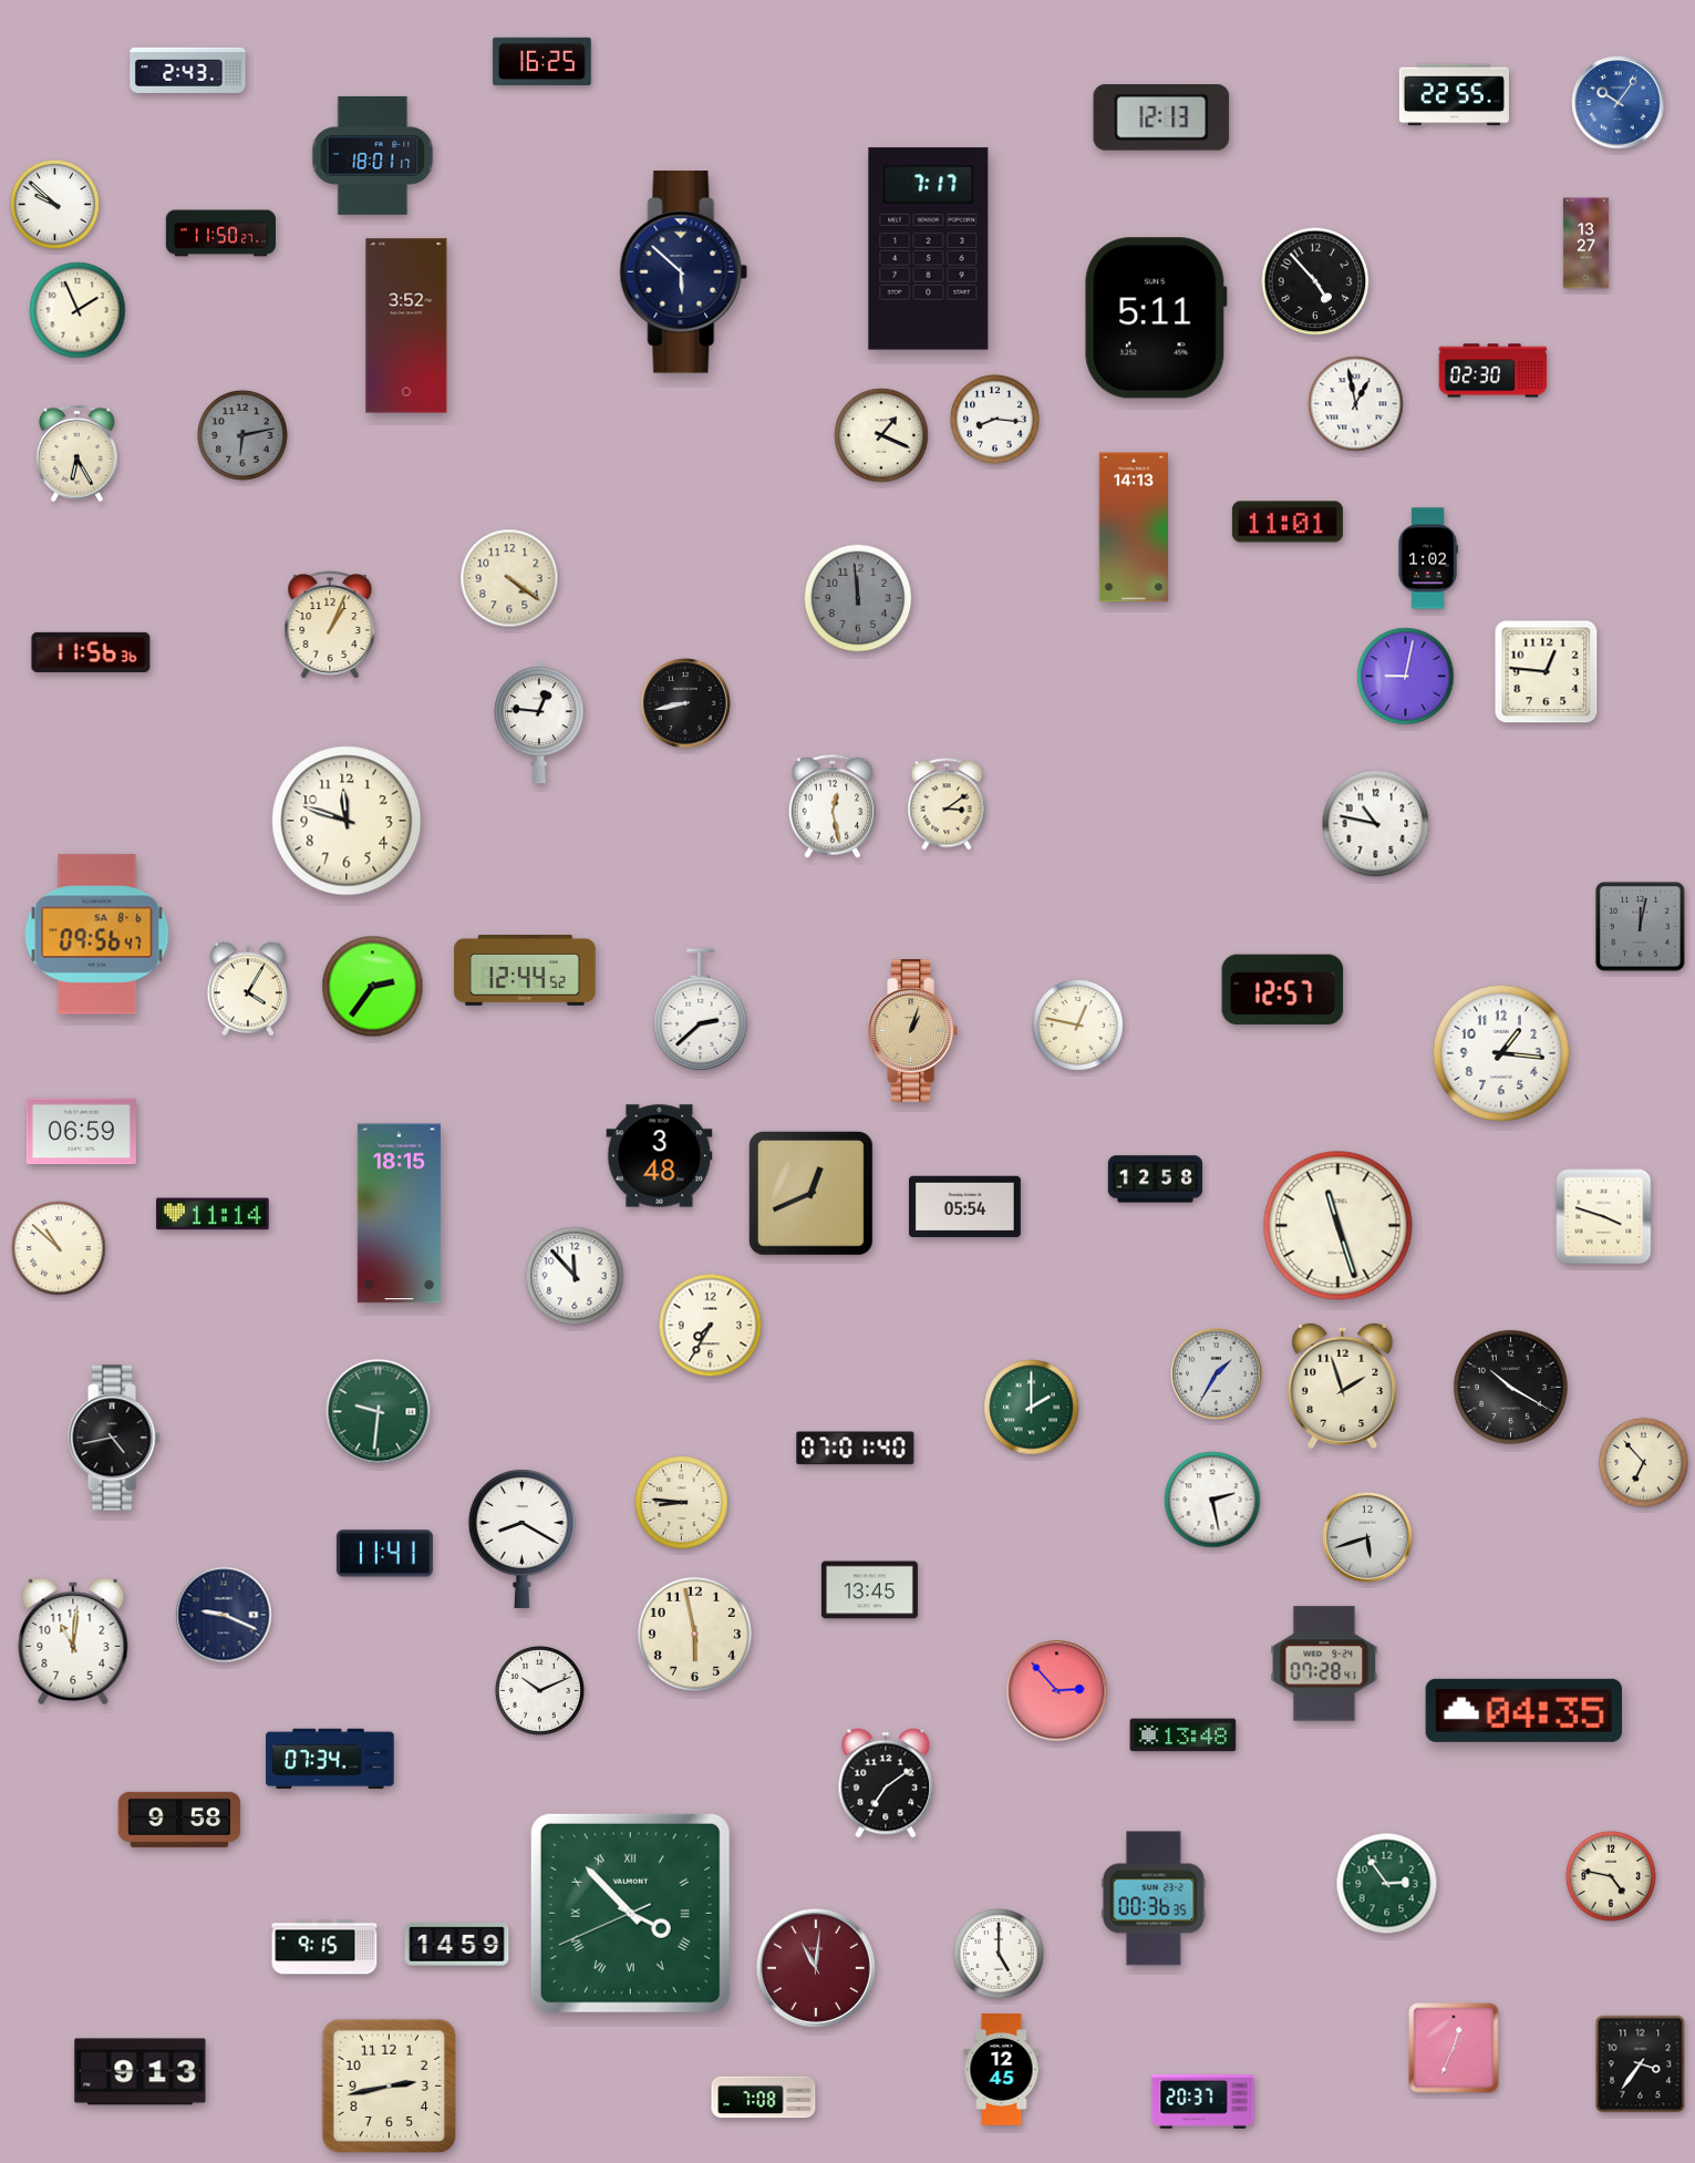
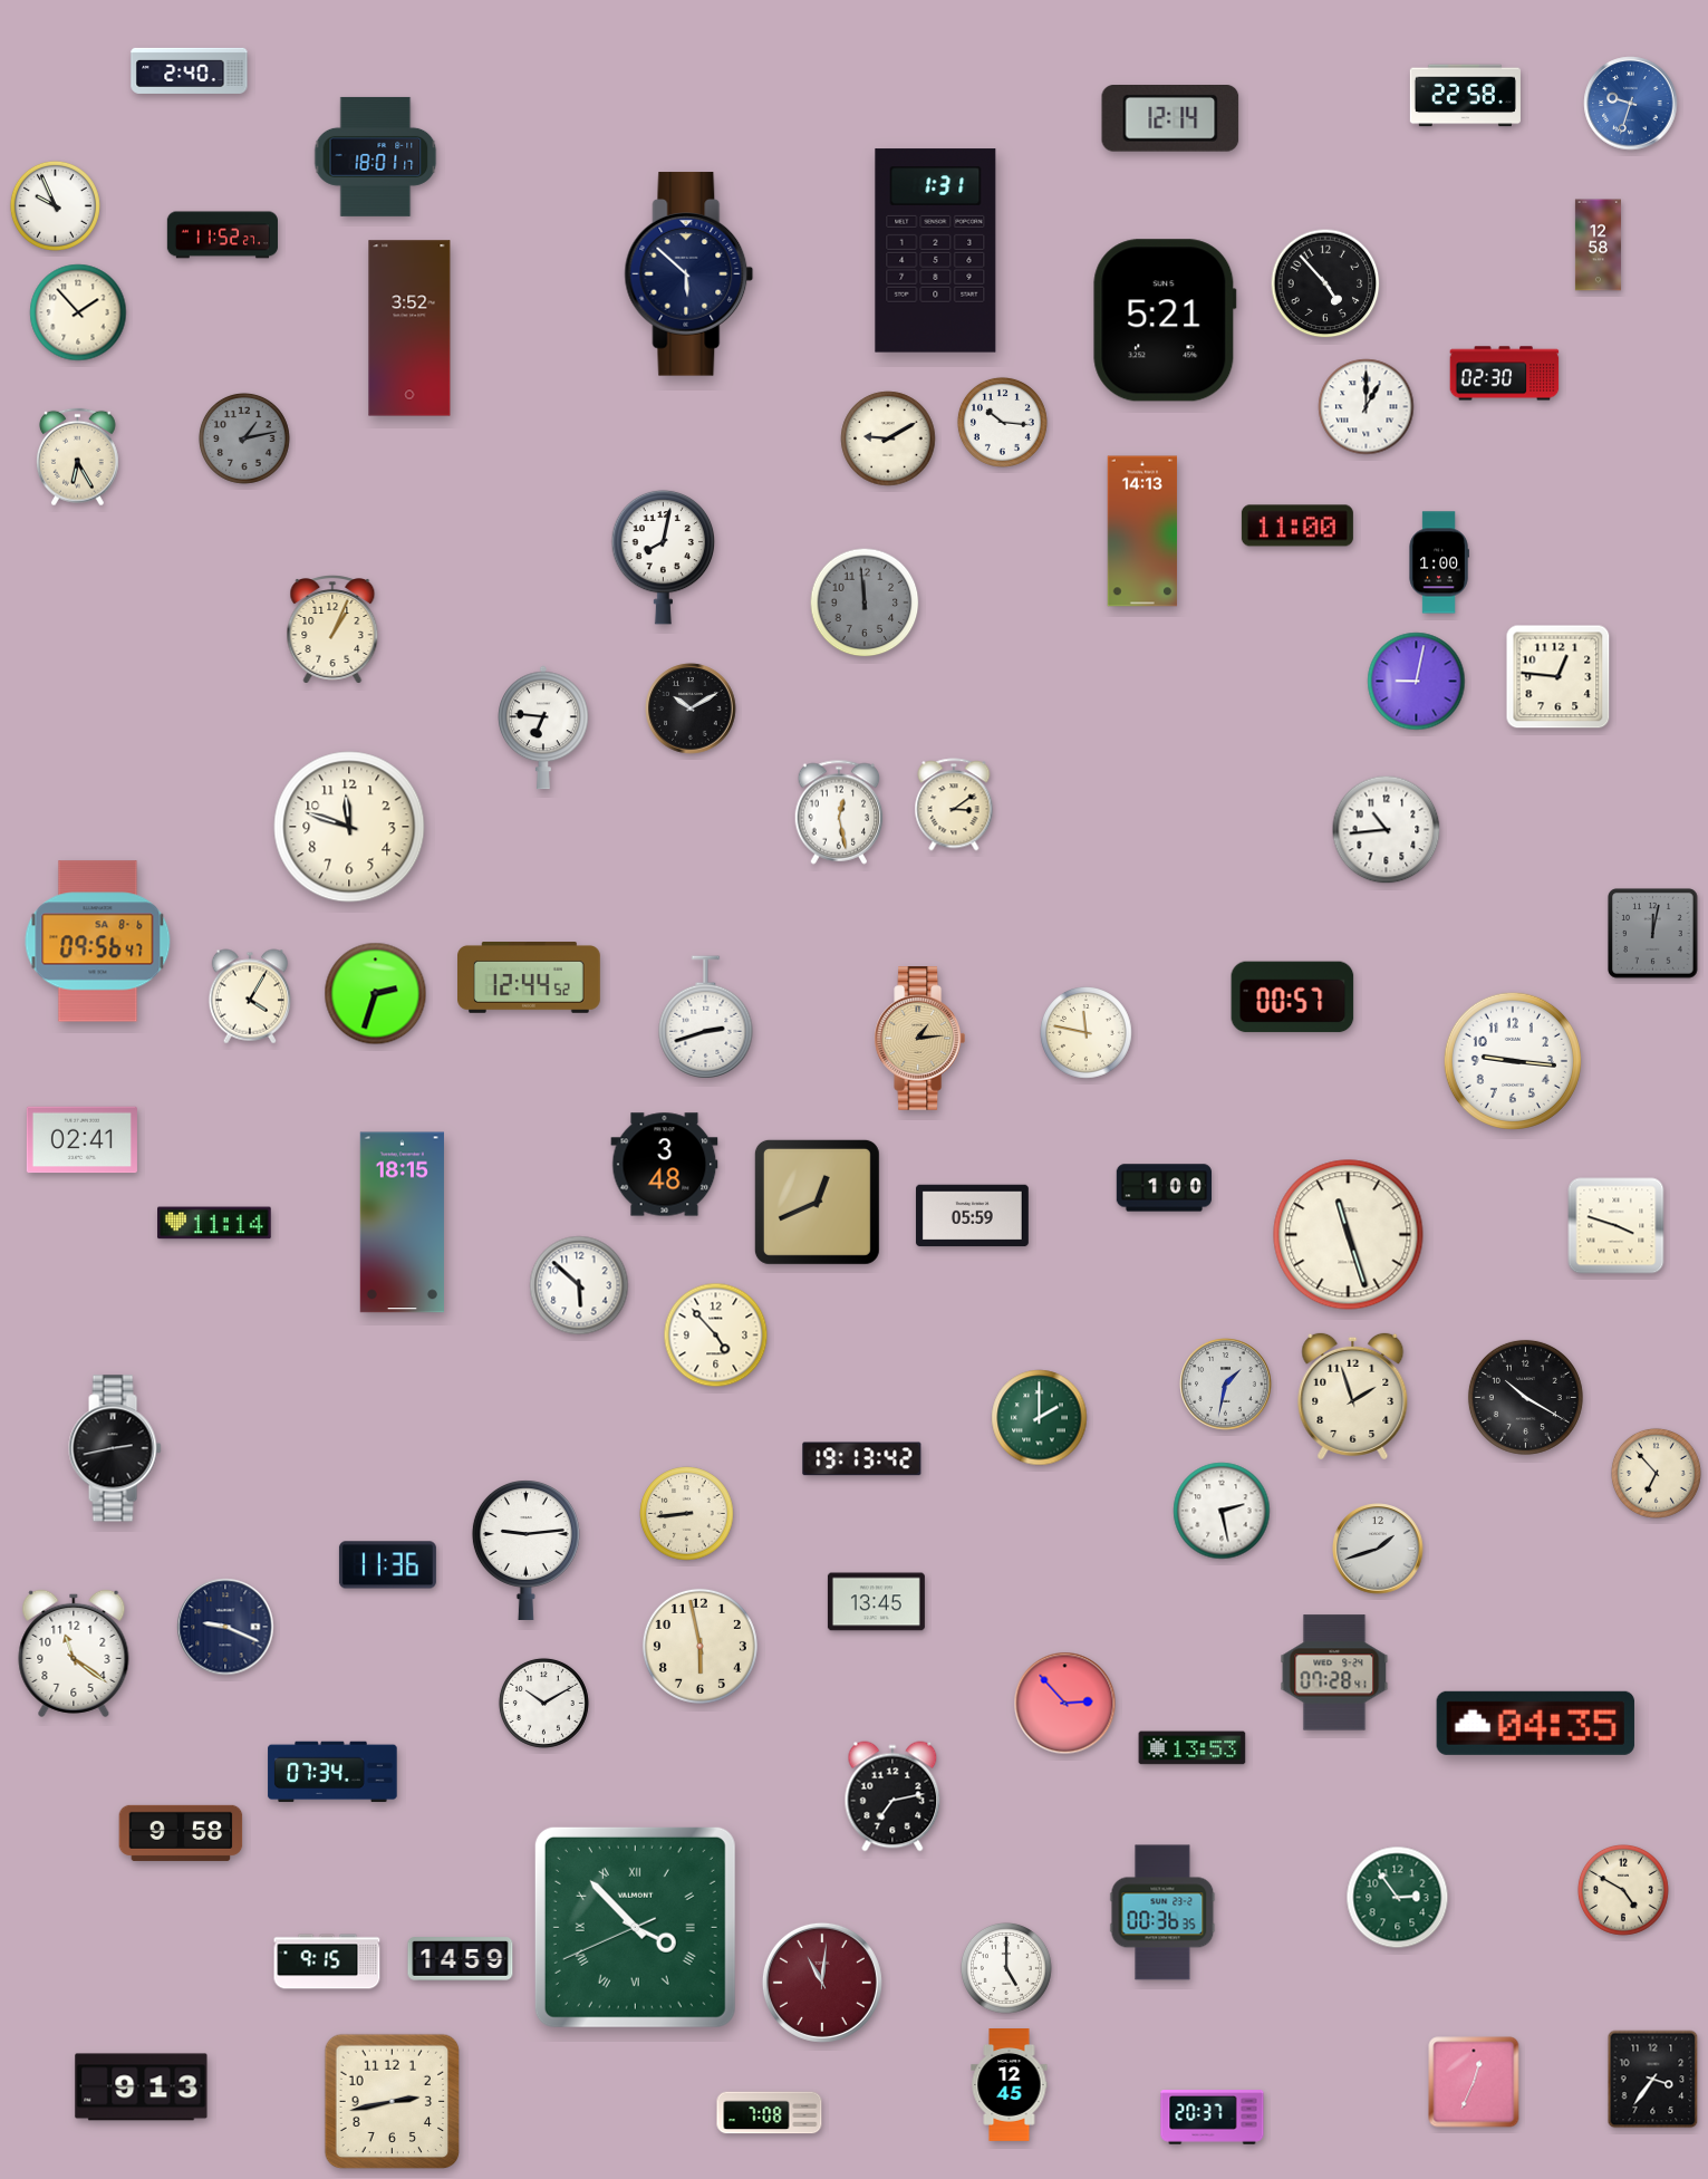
clock at (542, 62): 16:25 -> none
clock at (188, 70): 2:43 -> 2:40
clock at (1454, 95): 22:55 -> 22:58
clock at (1619, 103): 10:06 -> 9:33
clock at (1161, 119): 12:13 -> 12:14
clock at (54, 204): 9:52 -> 9:56
clock at (220, 234): 11:50 -> 11:52
clock at (1585, 244): 13:27 -> 12:58
clock at (929, 249): 7:17 -> 1:31
clock at (77, 310): 1:56 -> 1:53
clock at (1156, 318): 5:11 -> 5:21
clock at (1356, 404): 12:58 -> 1:00
clock at (994, 419): 8:16 -> 10:16
clock at (242, 435): 6:13 -> 1:13
clock at (881, 435): 1:19 -> 9:10
clock at (1288, 522): 11:01 -> 11:00
clock at (664, 557): none -> 8:02
clock at (1428, 558): 1:02 -> 1:00
clock at (509, 578): 4:21 -> none
clock at (91, 652): 11:56 -> none
clock at (685, 703): 8:43 -> 10:10
clock at (540, 722): 12:46 -> 6:46
clock at (947, 804) position: (947, 804) -> (954, 804)
clock at (1376, 824): 10:47 -> 10:44
clock at (373, 987): 2:36 -> 2:33
clock at (1283, 990): 12:57 -> 00:57
clock at (701, 1010): 2:38 -> 2:42
clock at (1078, 1026): 12:47 -> 11:47
clock at (912, 1031): 1:03 -> 1:14
clock at (1501, 1053): 1:16 -> 9:16
clock at (81, 1132): 06:59 -> 02:41
clock at (1155, 1180): 12:58 -> 1:00
clock at (964, 1207): 05:54 -> 05:59
clock at (59, 1248): 10:52 -> none
clock at (575, 1276): 11:53 -> 5:52
clock at (711, 1326): 7:35 -> 4:53
clock at (1217, 1374): 1:35 -> 1:32
clock at (1510, 1387) position: (1510, 1387) -> (1525, 1397)
clock at (379, 1412): 9:31 -> none
clock at (114, 1438): 4:43 -> 2:43
clock at (856, 1449): 07:01 -> 19:13
clock at (682, 1503): 8:46 -> 8:44
clock at (1367, 1537): 5:42 -> 1:42
clock at (521, 1539): 8:20 -> 9:14
clock at (384, 1554): 11:41 -> 11:36
clock at (73, 1641): 11:01 -> 11:21
clock at (1324, 1664) position: (1324, 1664) -> (1334, 1672)
clock at (539, 1690): 10:11 -> 10:10
clock at (1184, 1735): 13:48 -> 13:53
clock at (886, 1783): 7:09 -> 7:13
clock at (1611, 1876): 4:47 -> 4:50
clock at (1454, 2048) position: (1454, 2048) -> (1474, 2082)
